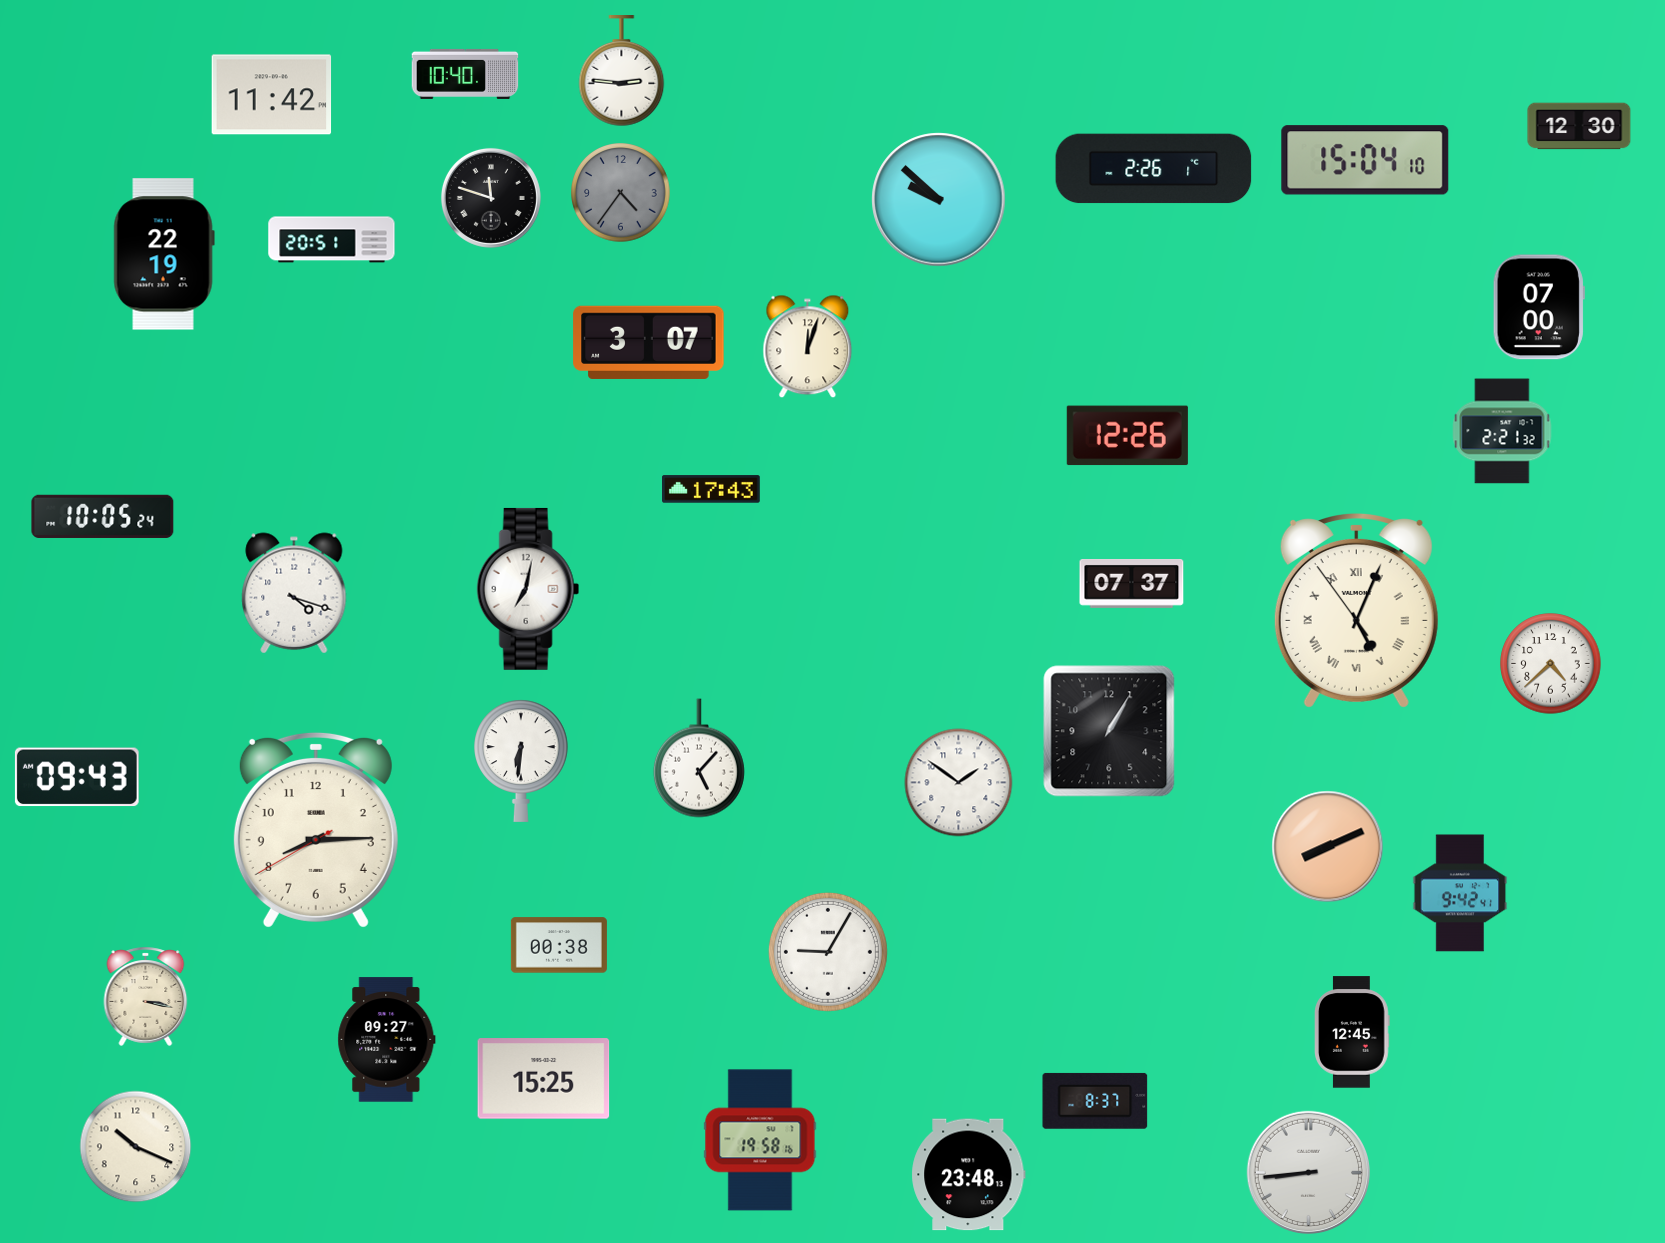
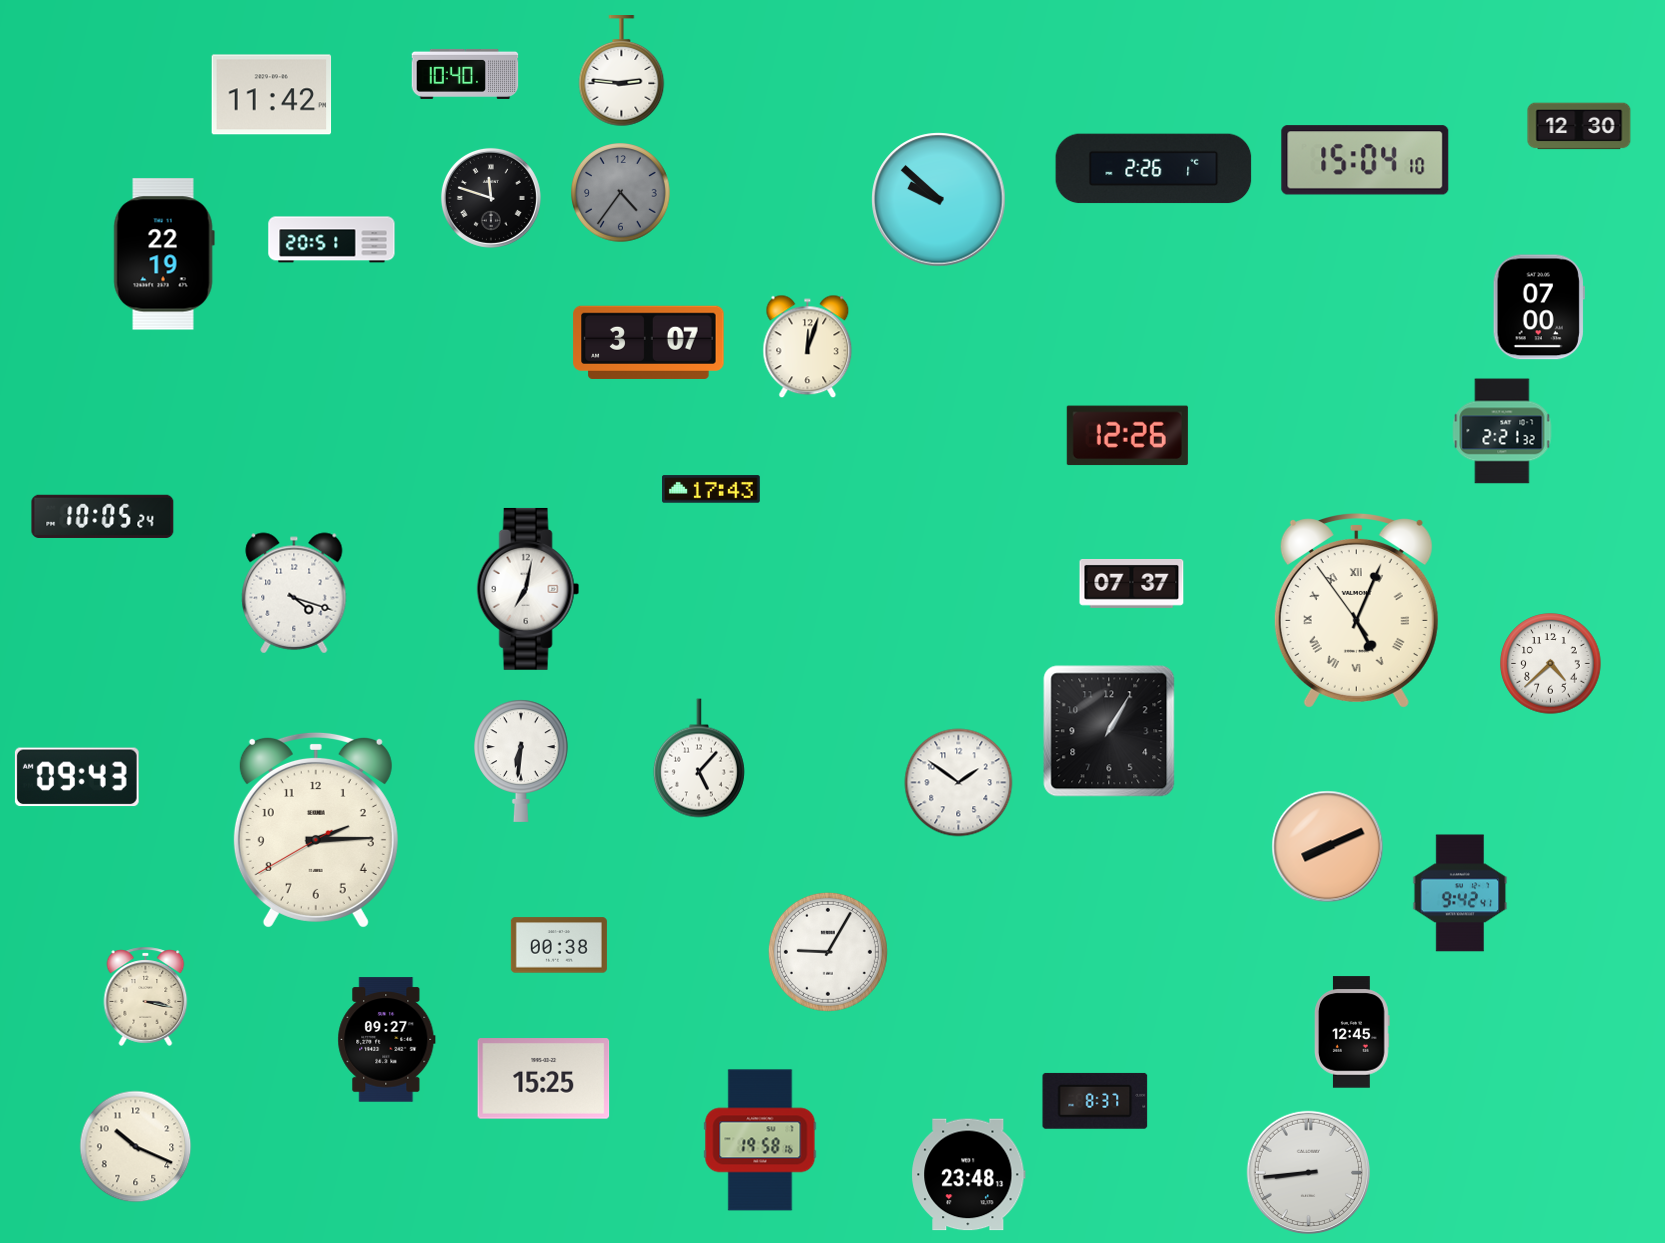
clock at (316, 830): 8:14 -> 2:14
